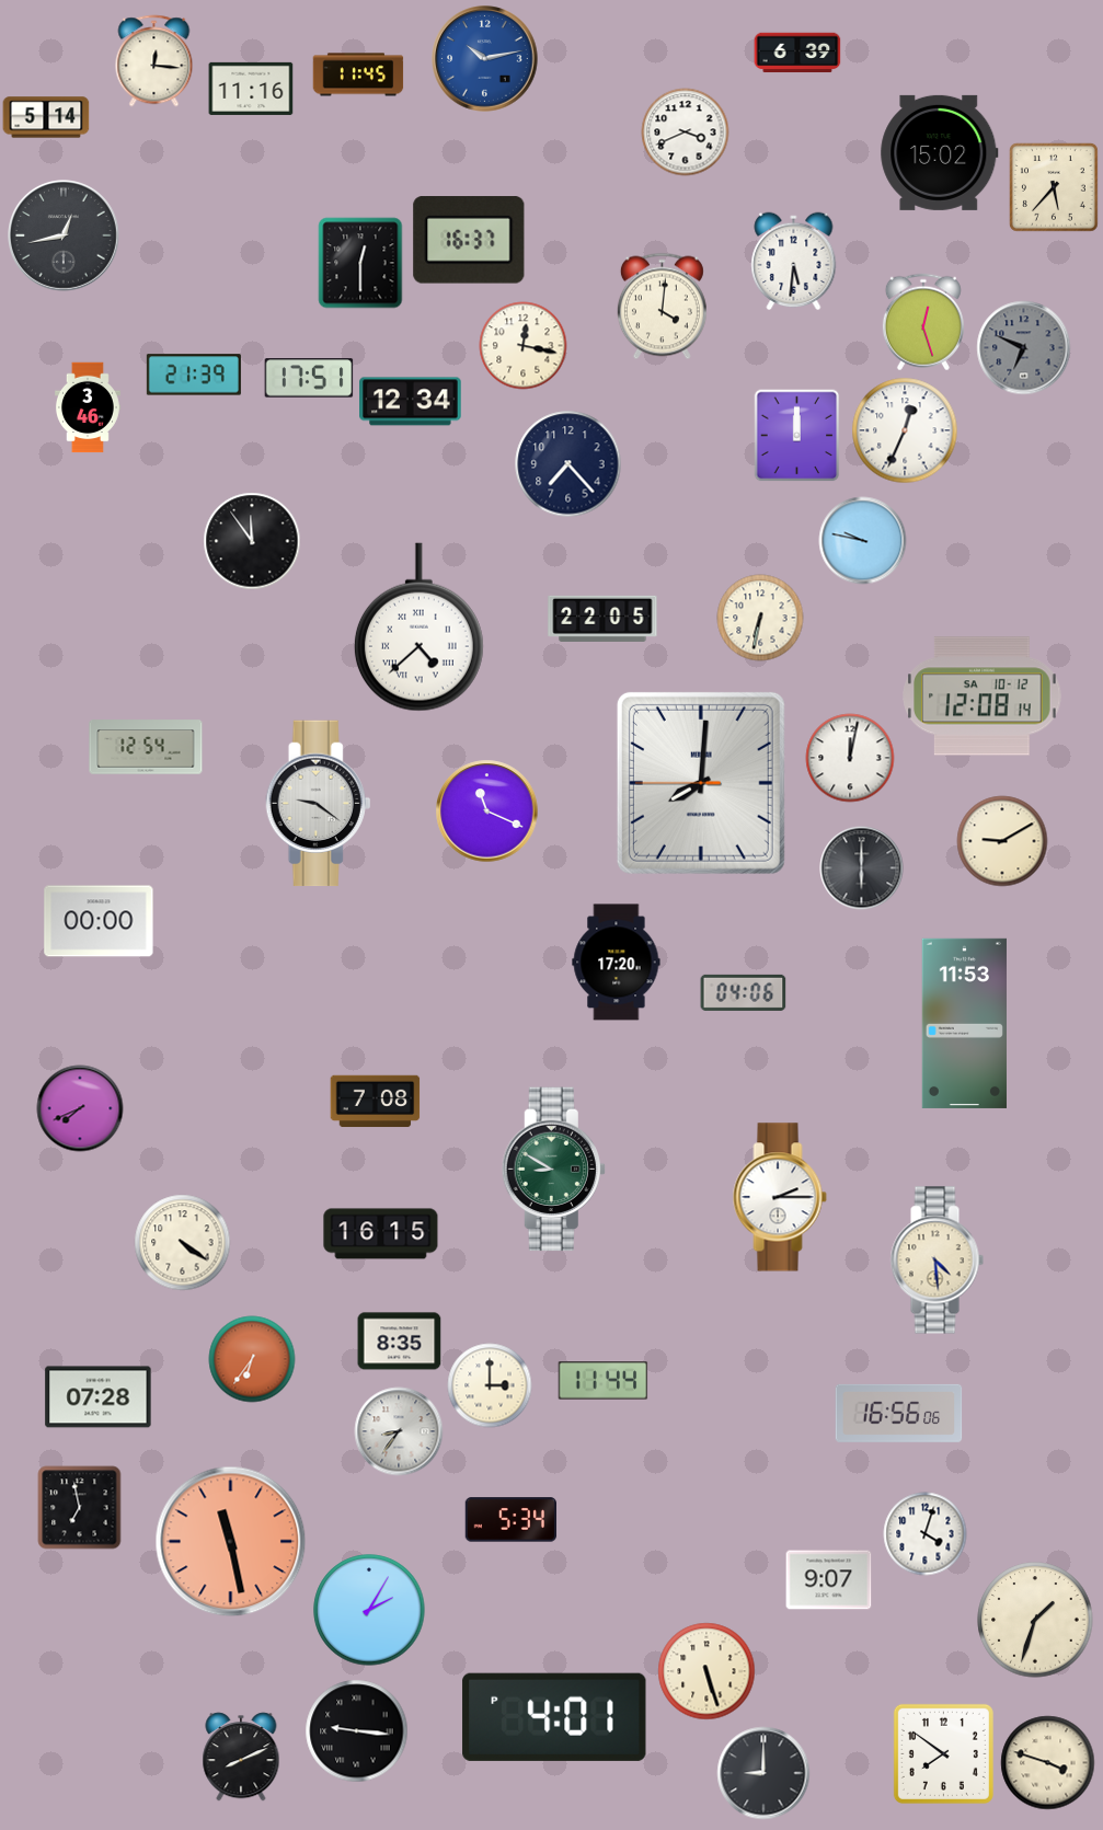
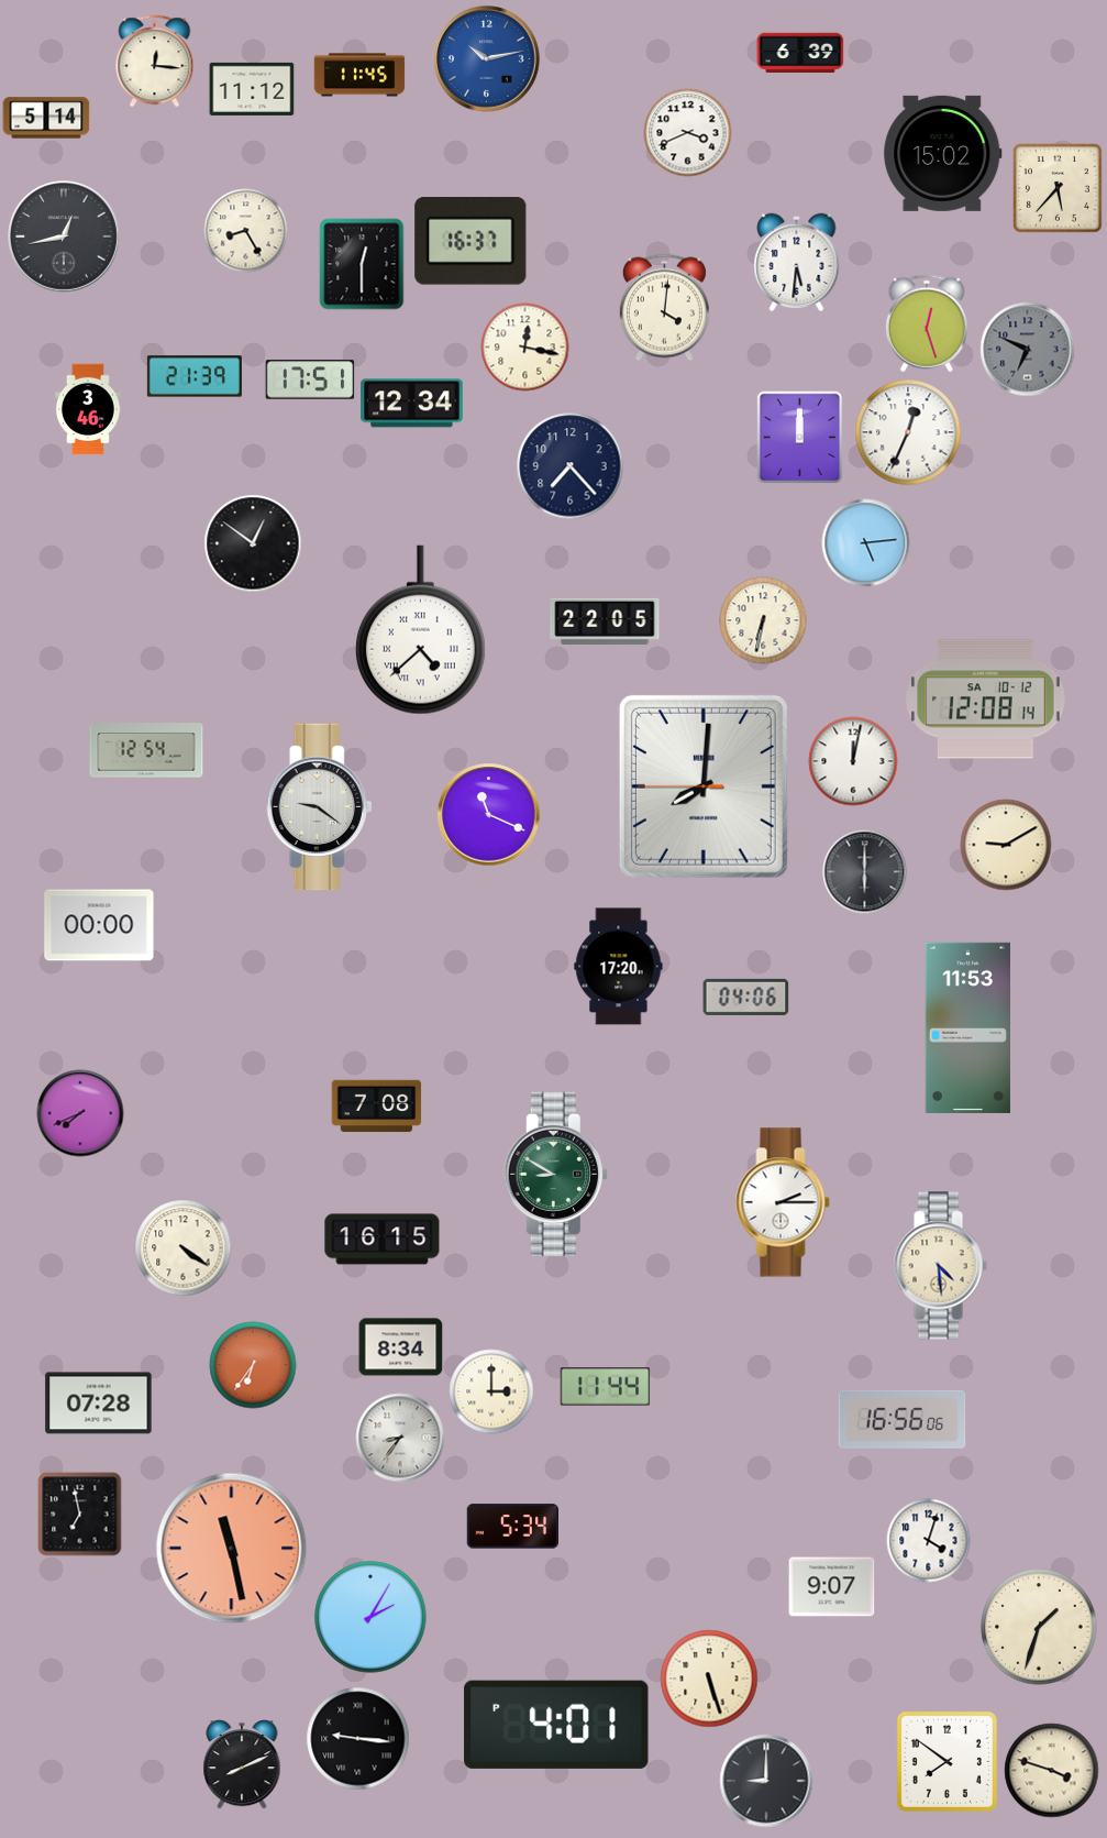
clock at (251, 89): 11:16 -> 11:12
clock at (246, 231): none -> 8:25
clock at (252, 541): 11:54 -> 12:51
clock at (863, 541): 9:47 -> 5:14
clock at (400, 1342): 8:35 -> 8:34
